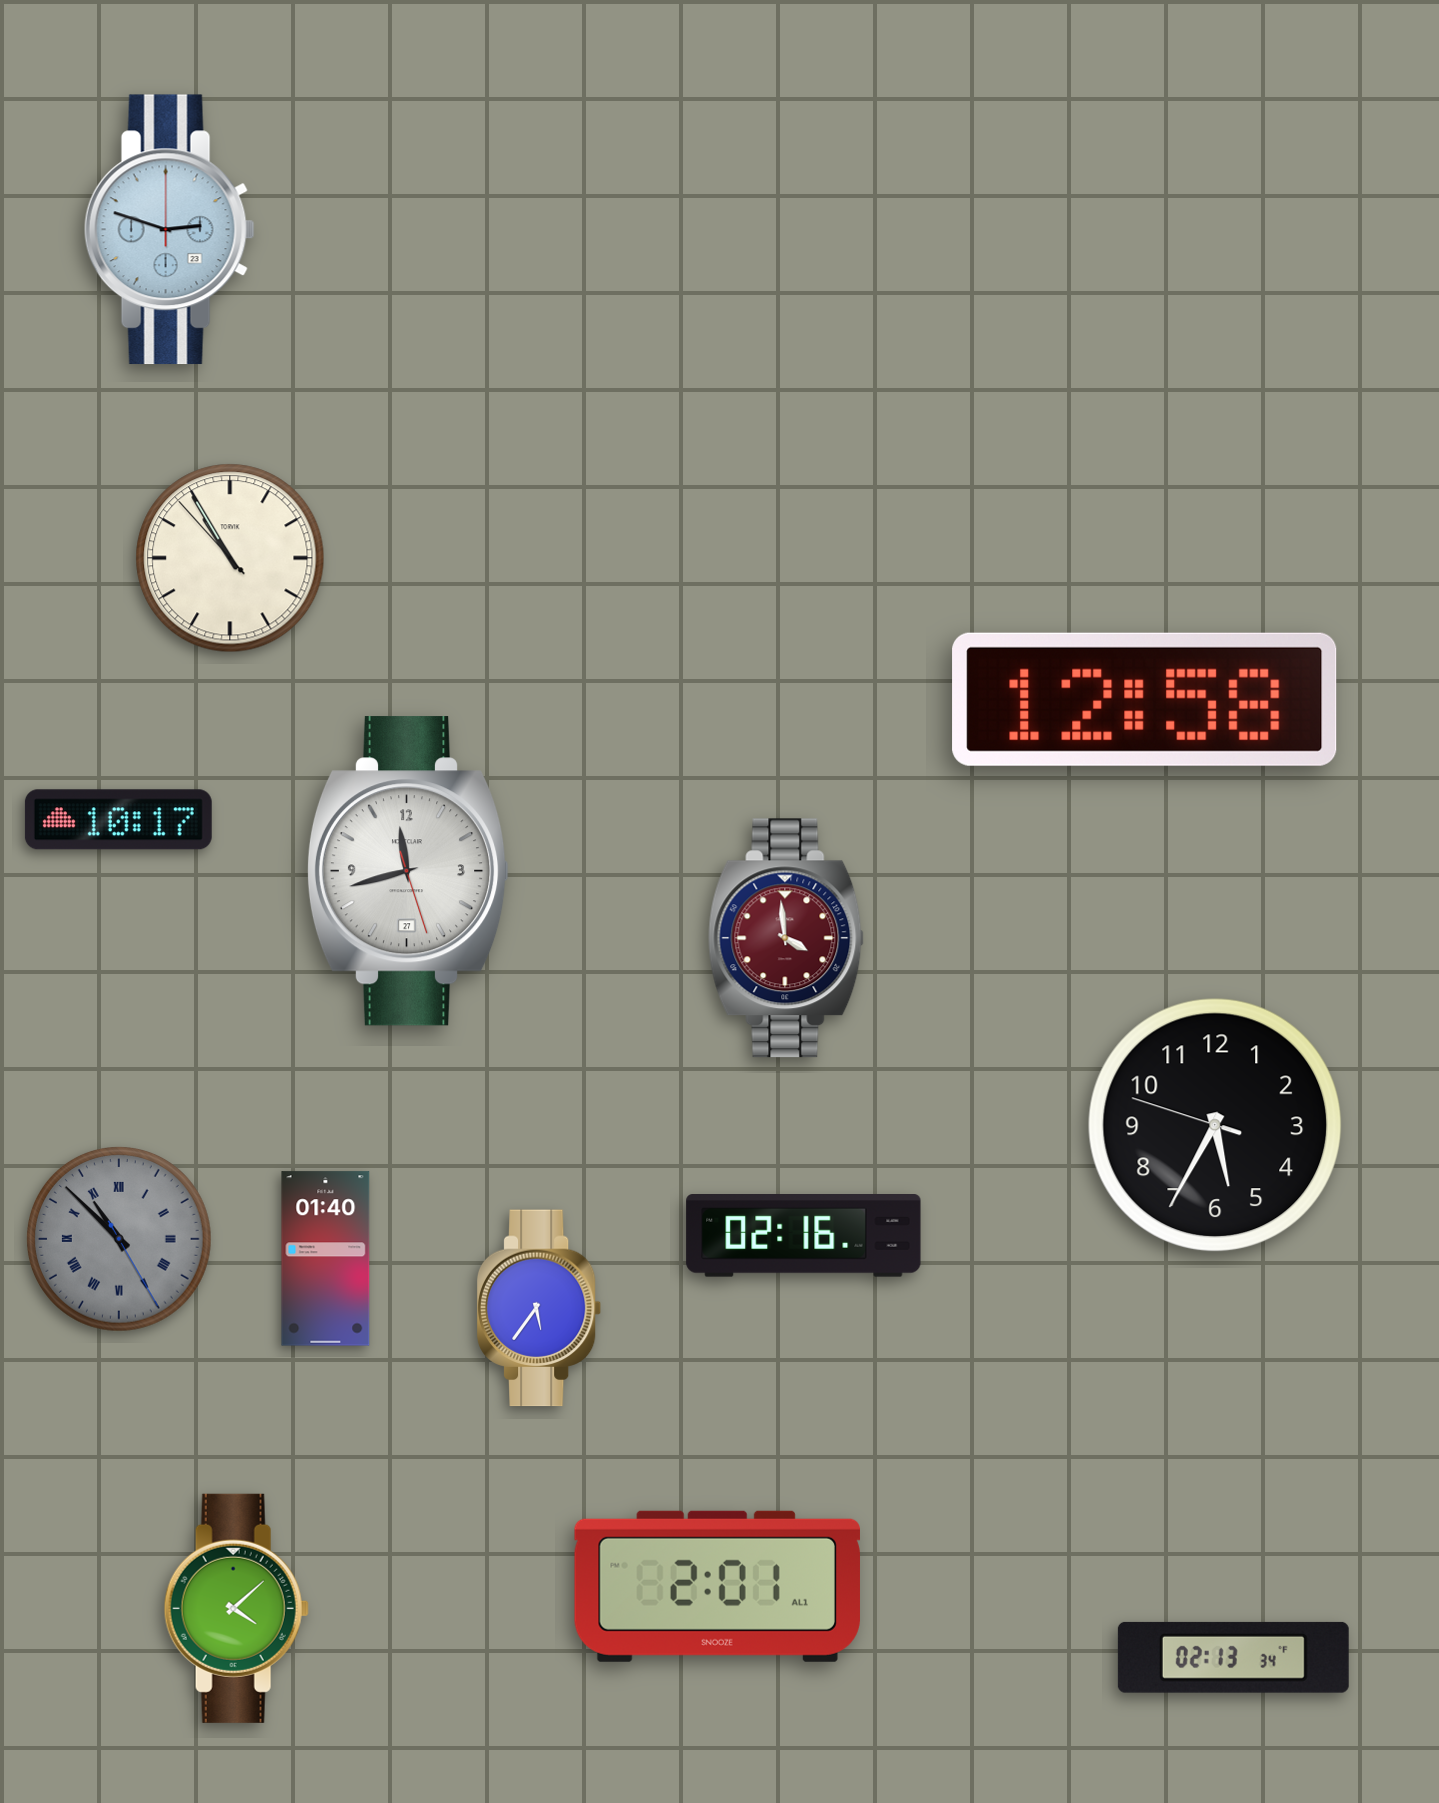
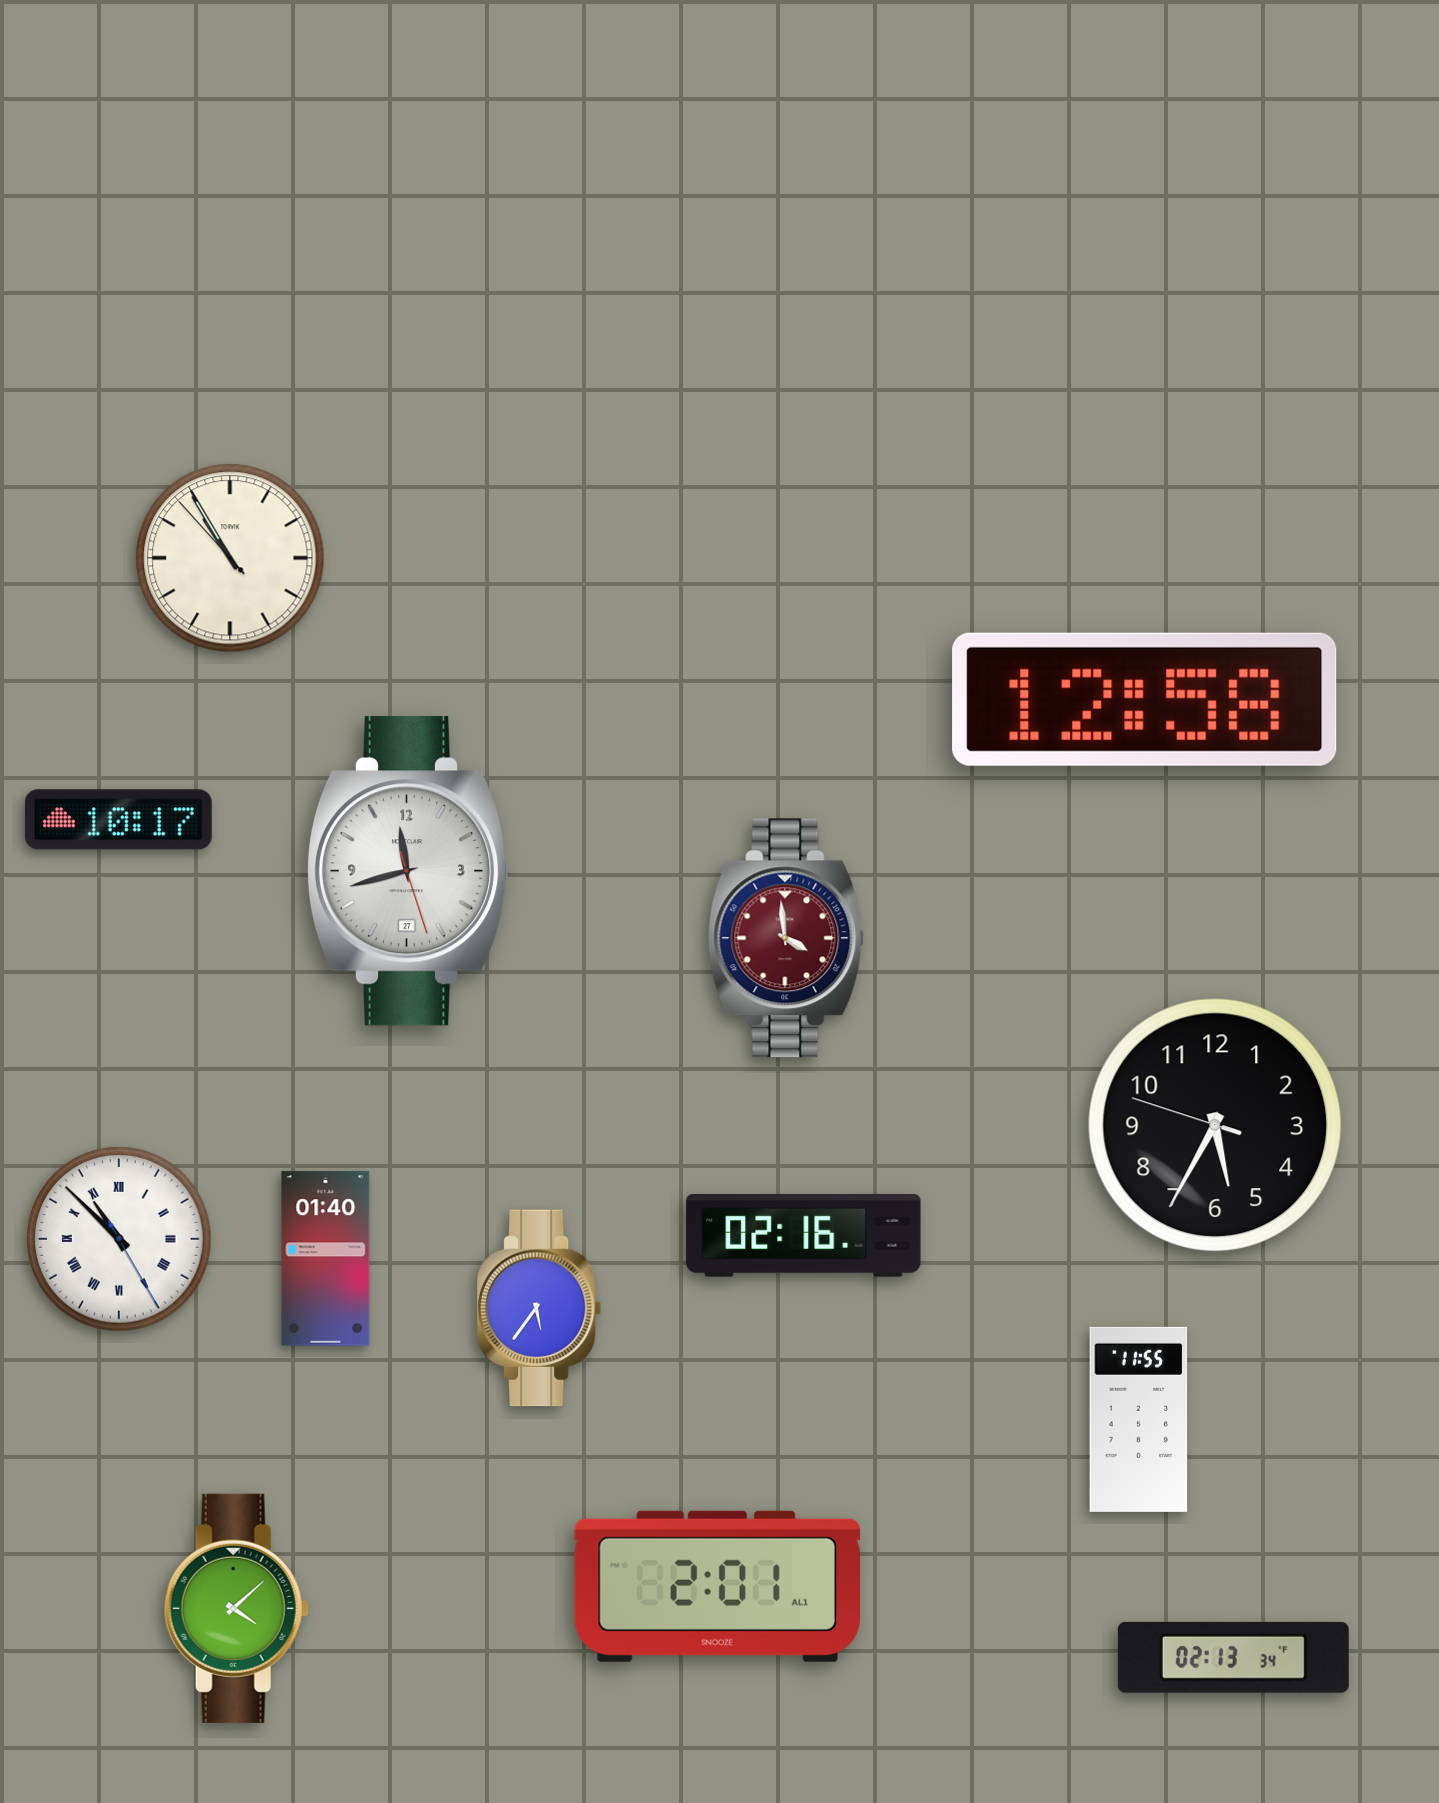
clock at (169, 230): 2:48 -> none
clock at (120, 1240) dial: grey -> white
clock at (1139, 1419): none -> 11:55
